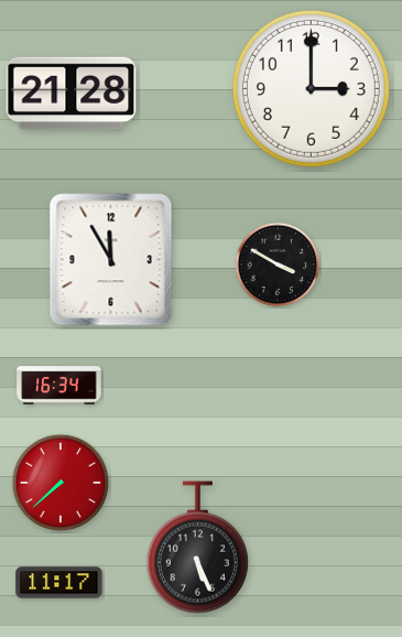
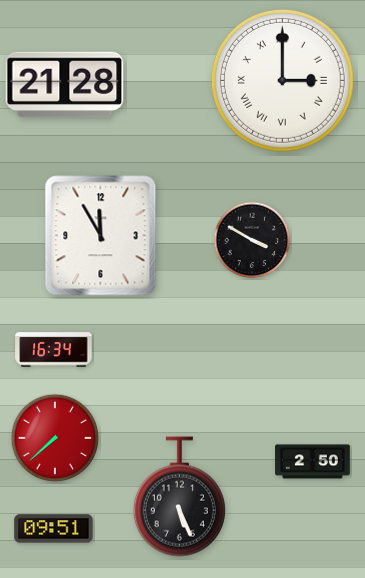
clock at (311, 88) numerals: Arabic -> Roman
clock at (313, 462): none -> 2:50
clock at (59, 583): 11:17 -> 09:51
